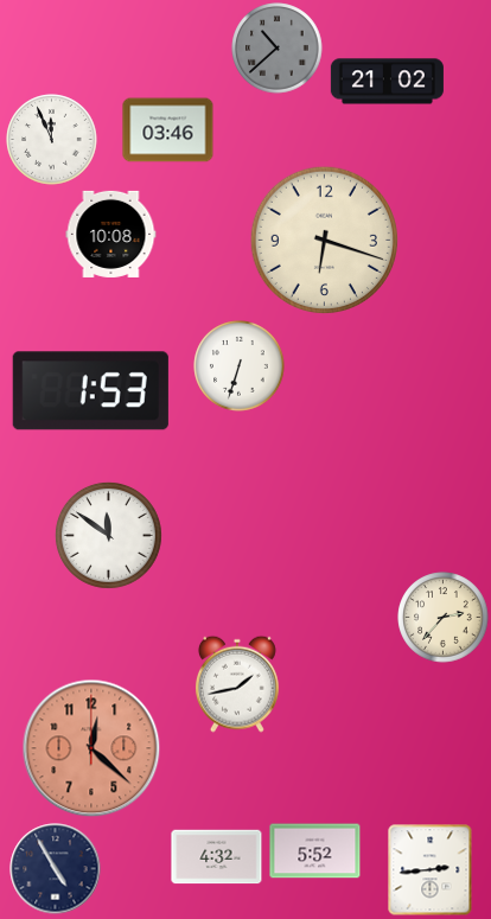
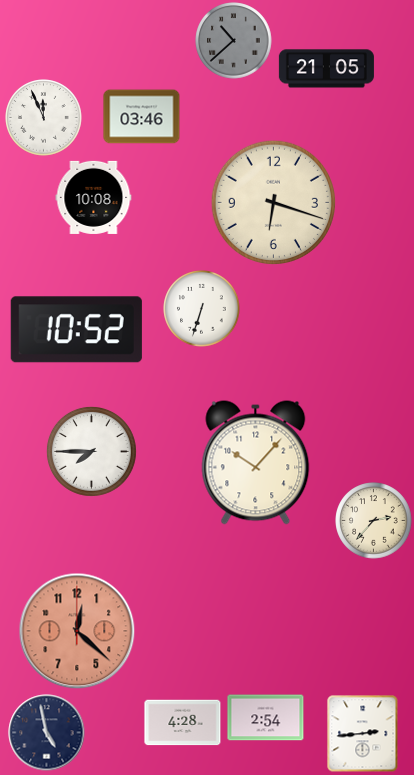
clock at (387, 82): 21:02 -> 21:05
clock at (168, 130) position: (168, 130) -> (142, 117)
clock at (90, 391): 1:53 -> 10:52
clock at (108, 535): 11:51 -> 7:45
clock at (256, 463): none -> 10:07
clock at (237, 684): 1:43 -> none
clock at (315, 851): 5:52 -> 2:54
clock at (217, 857): 4:32 -> 4:28
clock at (56, 869): 4:55 -> 4:58
